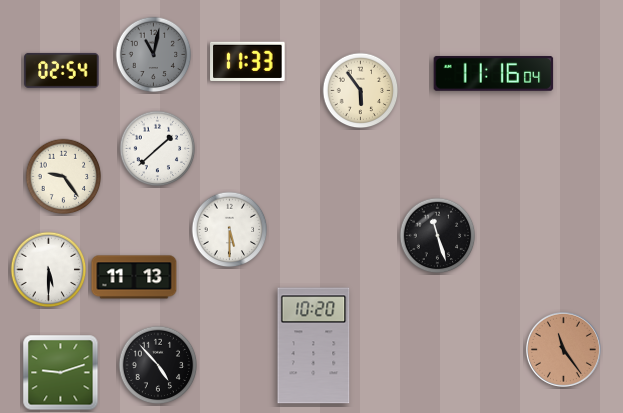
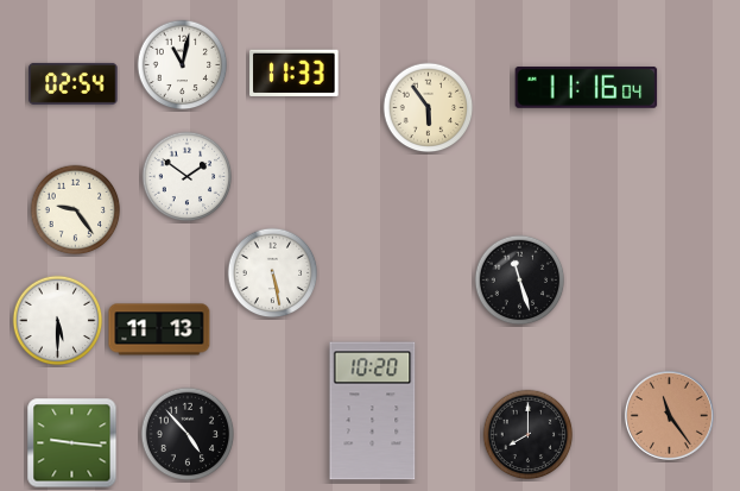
clock at (154, 55) dial: grey -> white
clock at (158, 149): 1:38 -> 1:51
clock at (230, 230): 5:30 -> 5:28
clock at (529, 435): none -> 8:00
clock at (61, 373): 9:12 -> 9:16
